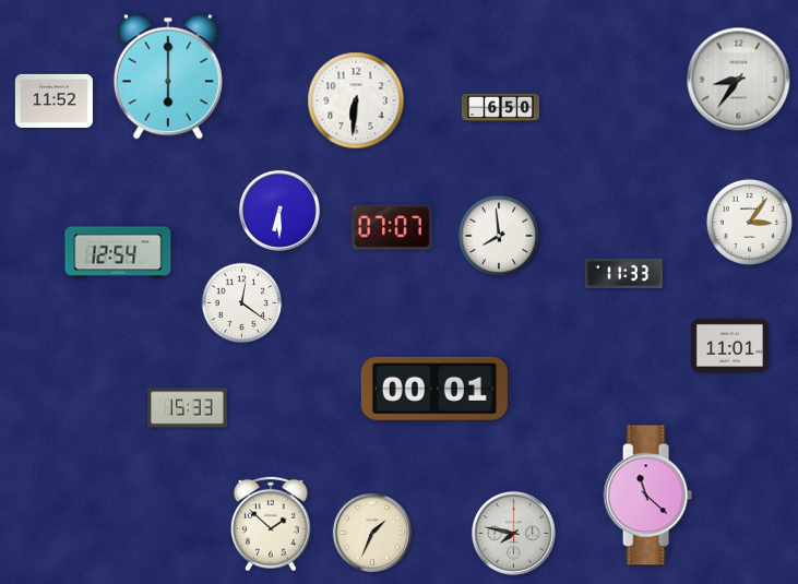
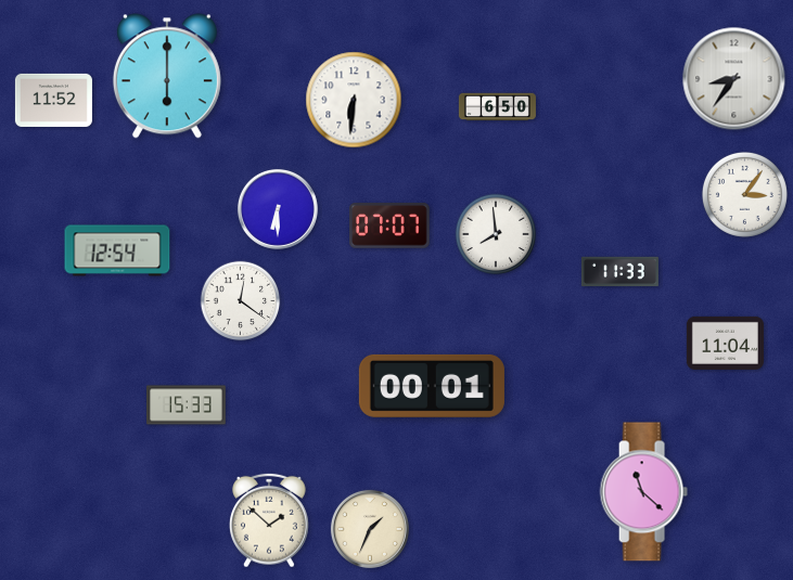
clock at (749, 222) position: (749, 222) -> (744, 194)
clock at (729, 345): 11:01 -> 11:04
clock at (514, 534): 7:47 -> none
